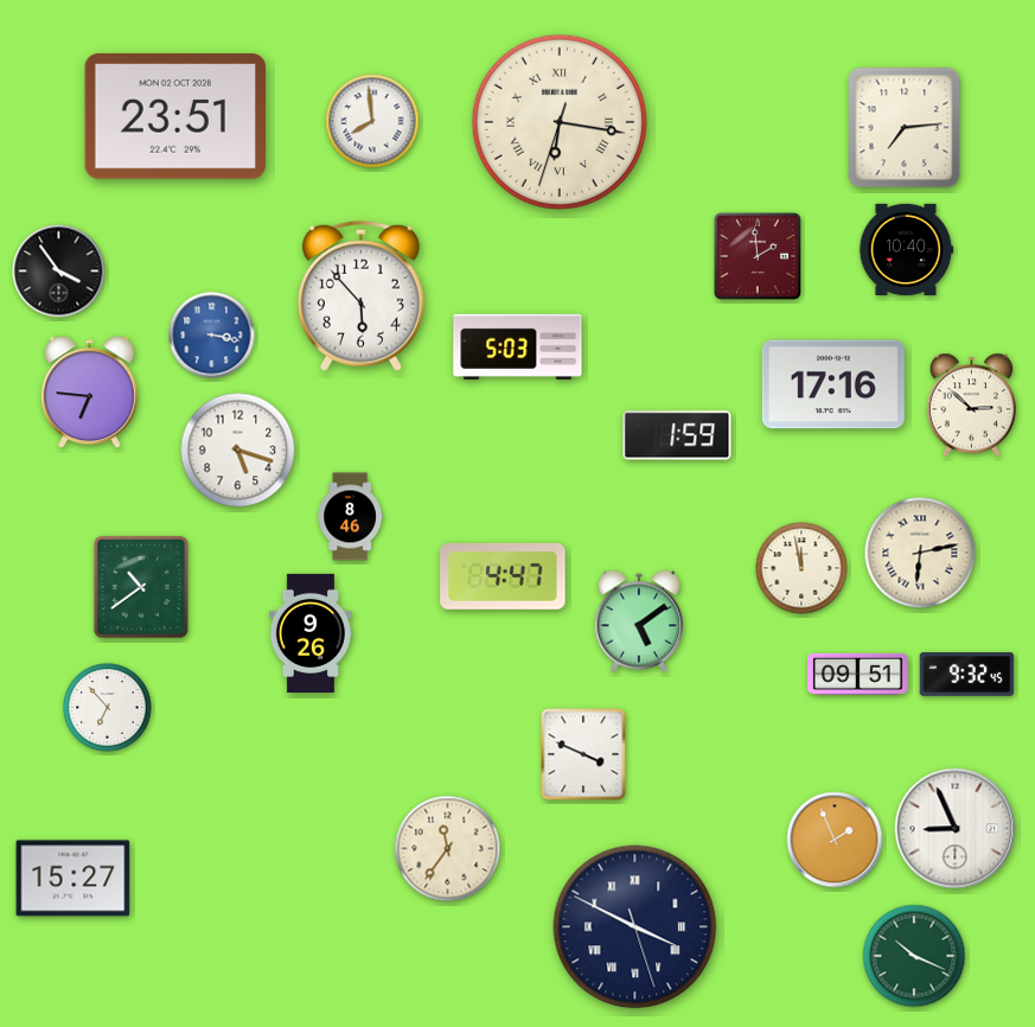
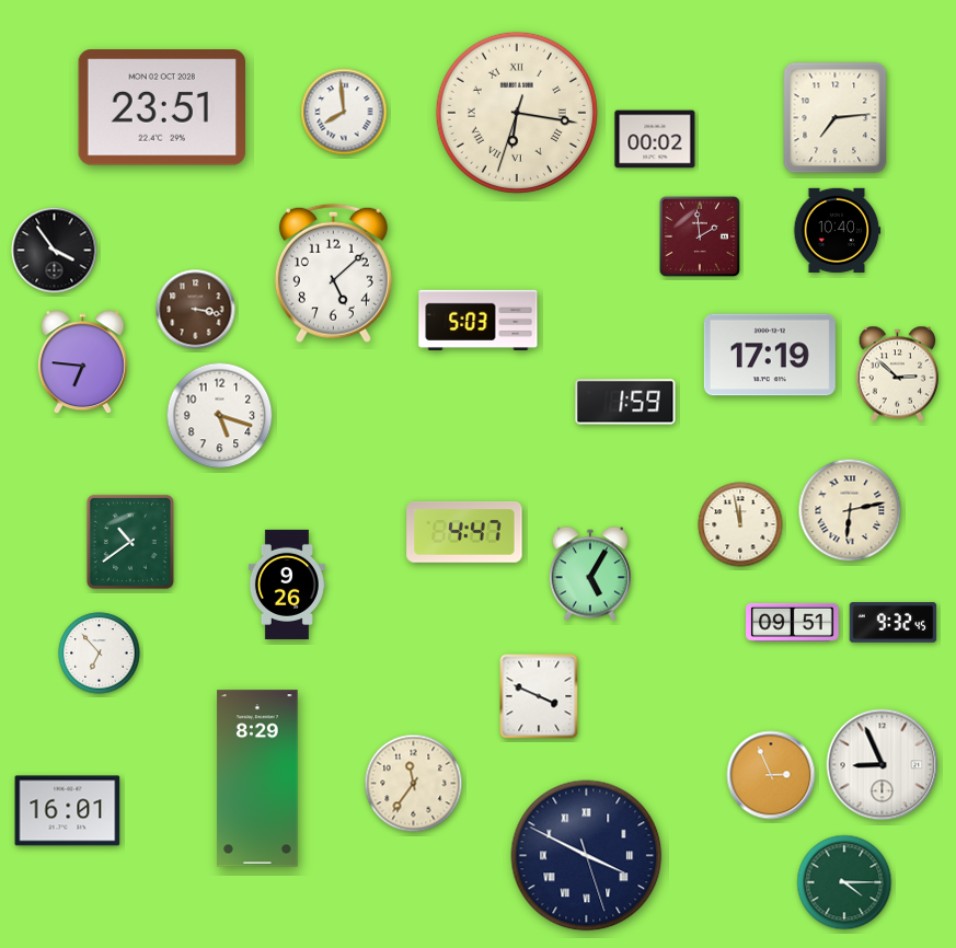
clock at (655, 139): none -> 00:02
clock at (360, 295): 5:53 -> 5:08
clock at (212, 336) dial: blue -> brown
clock at (833, 384): 17:16 -> 17:19
clock at (350, 517): 8:46 -> none
clock at (639, 621): 5:09 -> 5:05
clock at (835, 840): 1:56 -> 2:56
clock at (257, 778): none -> 8:29
clock at (74, 879): 15:27 -> 16:01
clock at (914, 956): 10:19 -> 4:15
